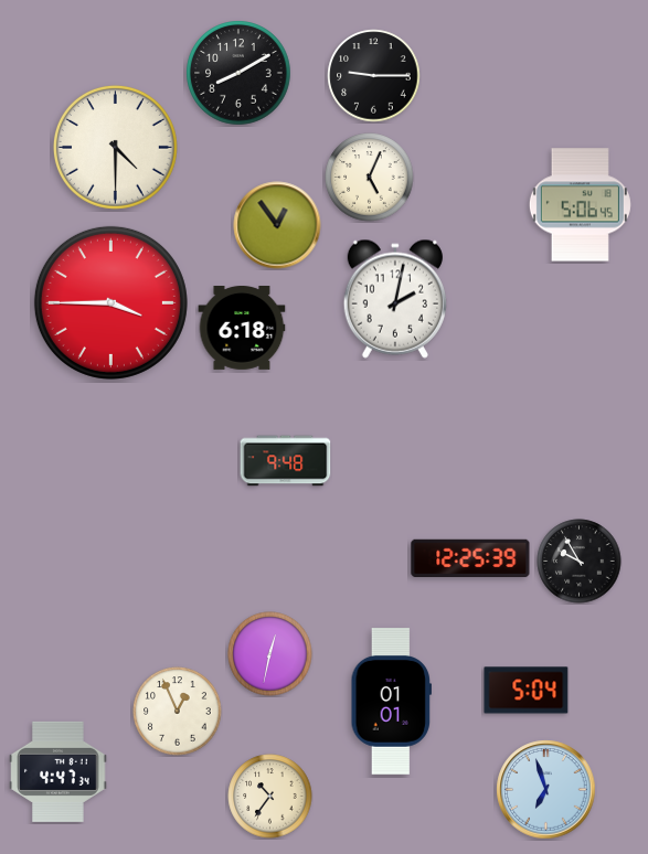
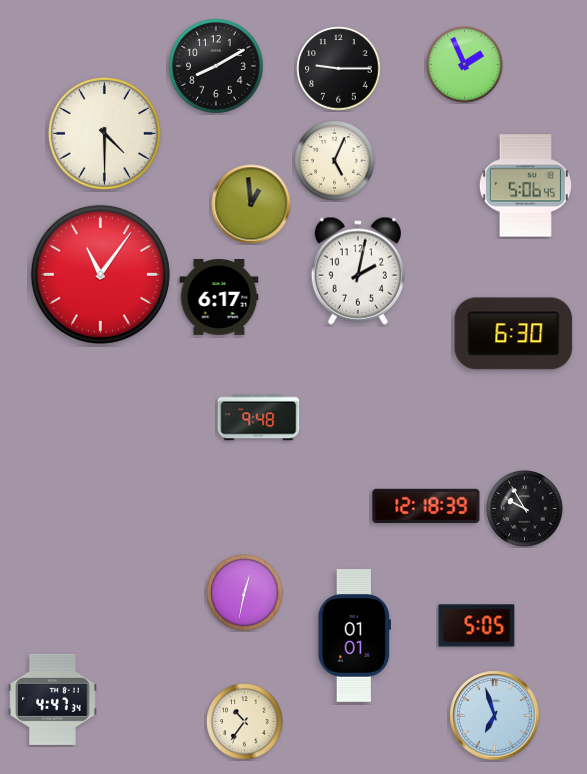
clock at (465, 65): none -> 1:56
clock at (277, 225): 12:54 -> 12:59
clock at (110, 302): 3:45 -> 11:06
clock at (242, 329): 6:18 -> 6:17
clock at (514, 334): none -> 6:30
clock at (470, 557): 12:25 -> 12:18
clock at (527, 691): 5:04 -> 5:05
clock at (178, 712): 12:56 -> none
